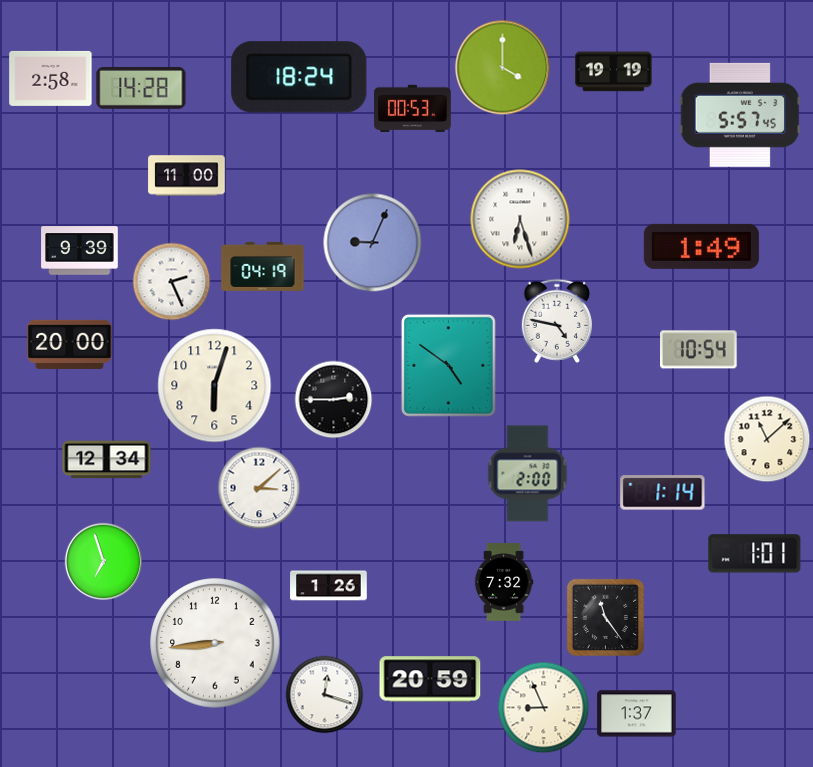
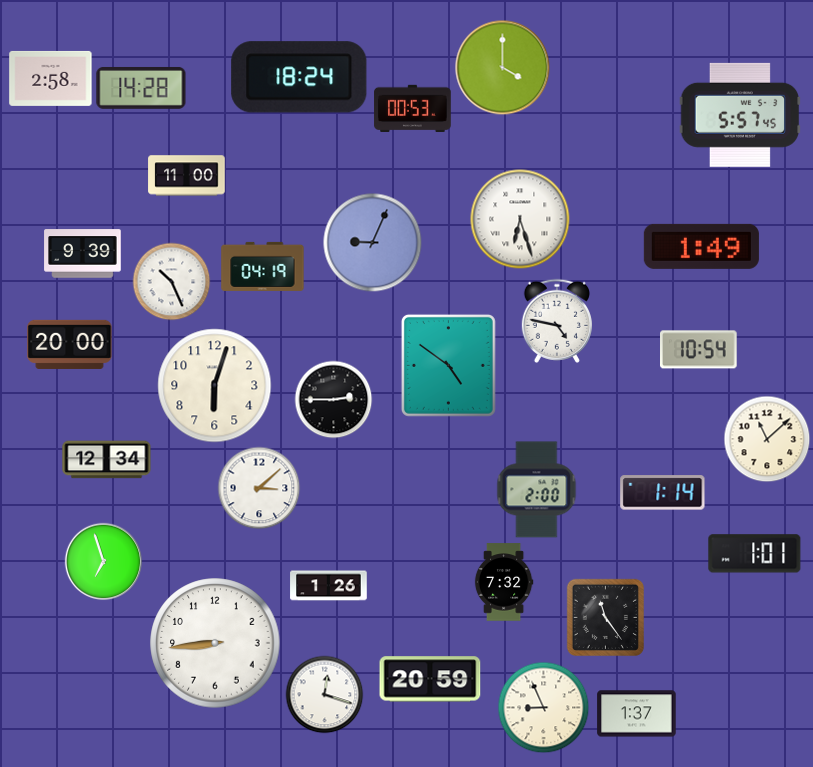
clock at (614, 72): 19:19 -> none
clock at (80, 251) position: (80, 251) -> (83, 254)
clock at (171, 281): 2:26 -> 10:26
clock at (528, 474) position: (528, 474) -> (537, 490)
